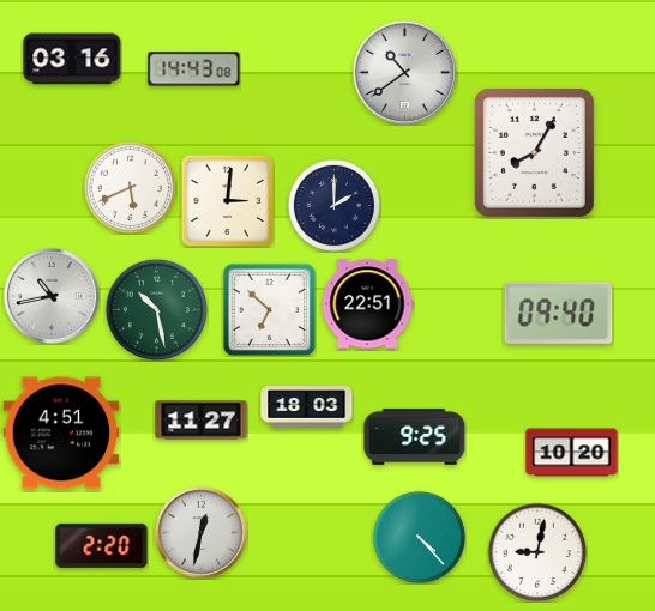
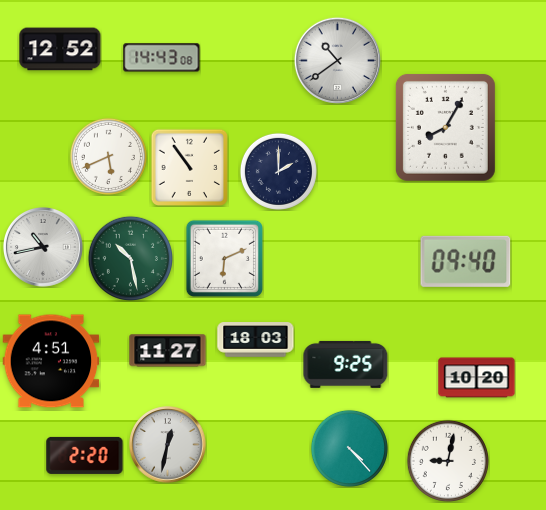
clock at (72, 59): 03:16 -> 12:52
clock at (227, 200): 3:01 -> 10:54
clock at (367, 304): 22:51 -> none
clock at (269, 309): 6:52 -> 6:11
